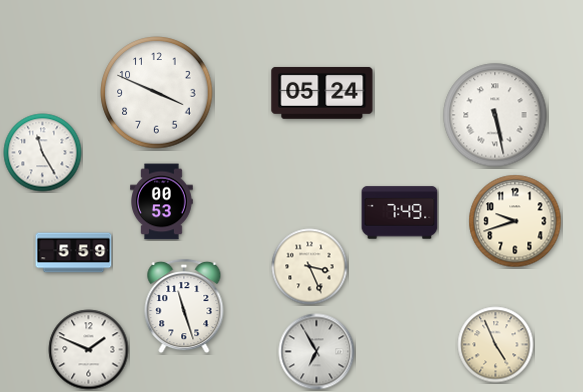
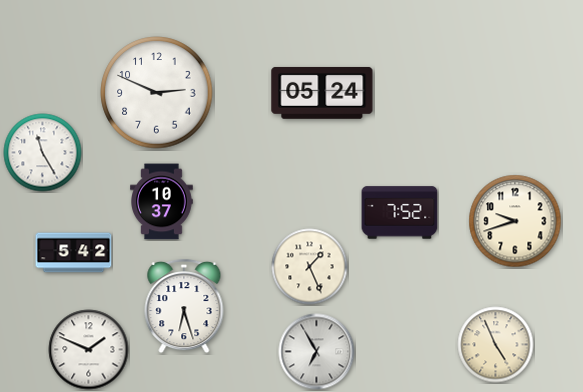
clock at (157, 93): 3:49 -> 2:49
clock at (495, 115): 5:28 -> none
clock at (162, 202): 00:53 -> 10:37
clock at (400, 213): 7:49 -> 7:52
clock at (74, 253): 5:59 -> 5:42
clock at (310, 267): 3:26 -> 1:26
clock at (184, 306): 11:27 -> 6:27
